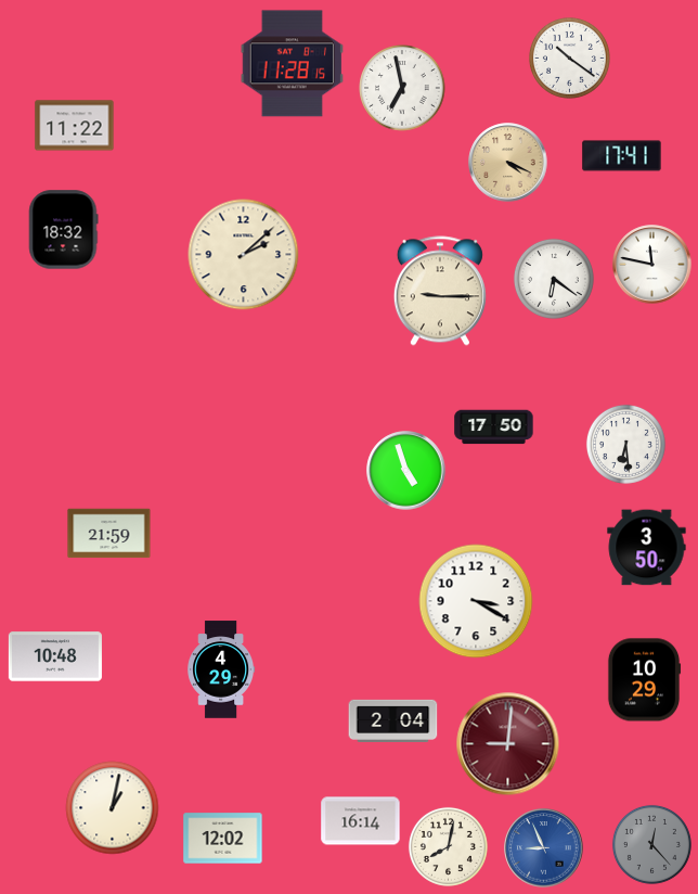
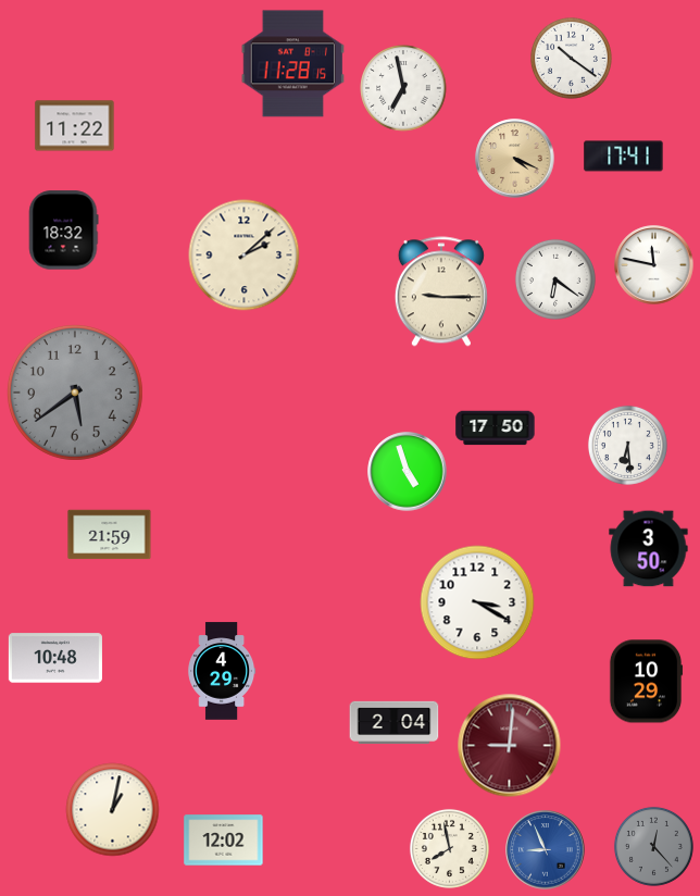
clock at (508, 163) position: (508, 163) -> (515, 159)
clock at (75, 393): none -> 5:39
clock at (361, 821): 16:14 -> none
clock at (448, 846): 8:02 -> 7:58
